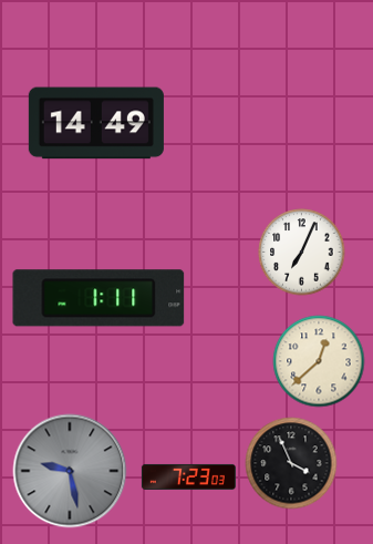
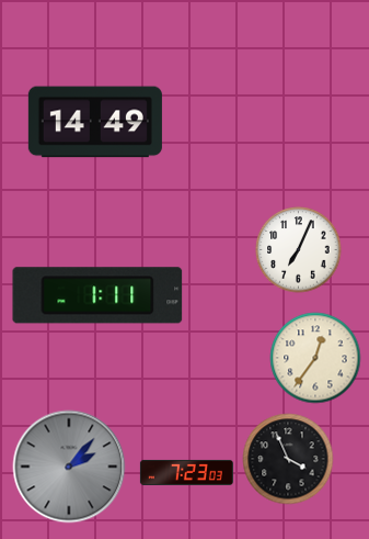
clock at (319, 361): 12:38 -> 12:36
clock at (70, 471): 9:28 -> 2:07
